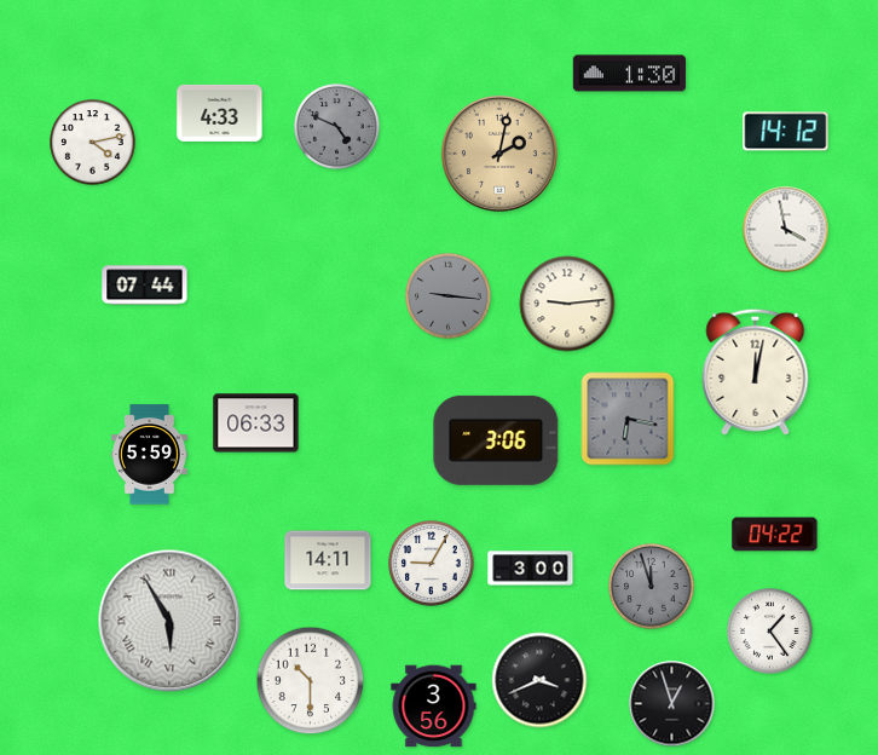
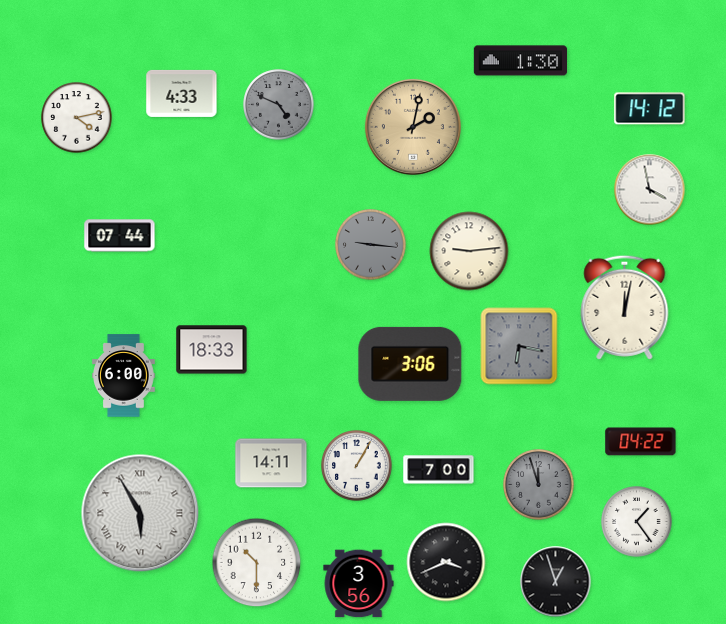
clock at (256, 423): 06:33 -> 18:33
clock at (150, 455): 5:59 -> 6:00
clock at (432, 564): 9:05 -> 1:05
clock at (531, 569): 3:00 -> 7:00
